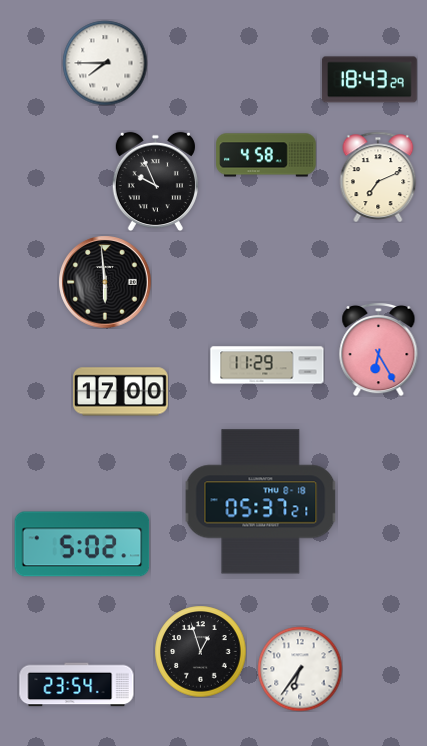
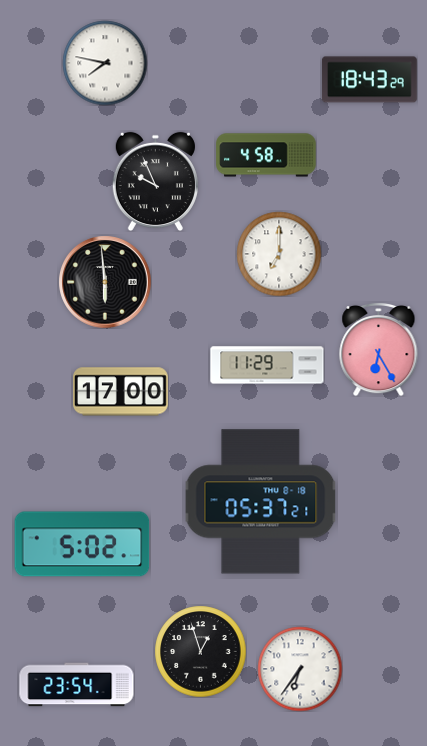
clock at (105, 63): 7:45 -> 7:47
clock at (378, 176): 7:11 -> none
clock at (279, 254): none -> 7:00
